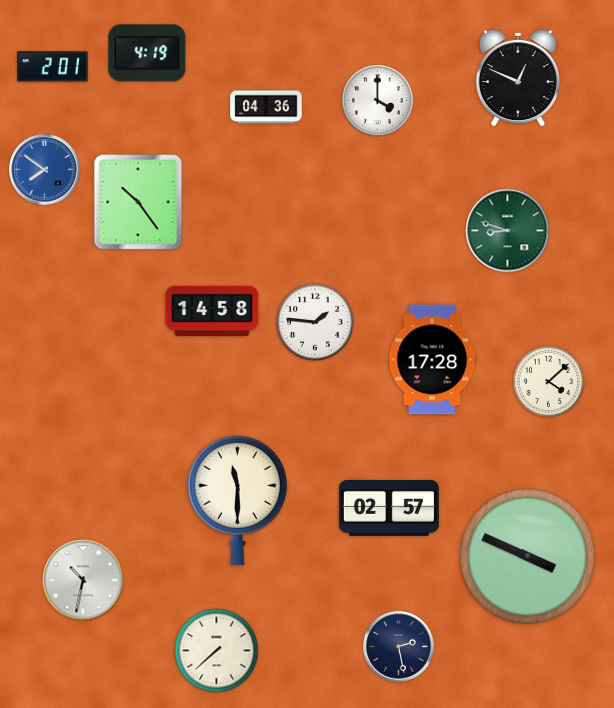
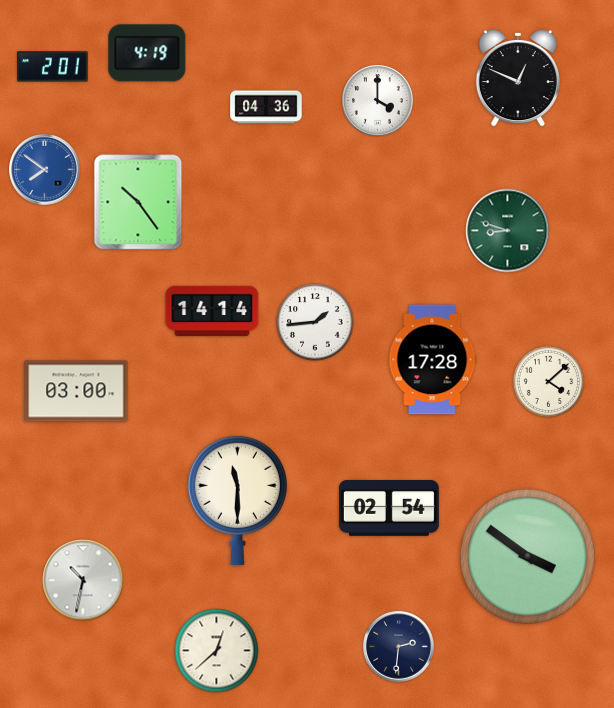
clock at (212, 311): 14:58 -> 14:14
clock at (315, 322): 1:46 -> 1:44
clock at (76, 391): none -> 03:00
clock at (389, 509): 02:57 -> 02:54
clock at (527, 556): 3:49 -> 3:51
clock at (399, 647): 2:28 -> 2:31
clock at (217, 651): 7:38 -> 12:38
